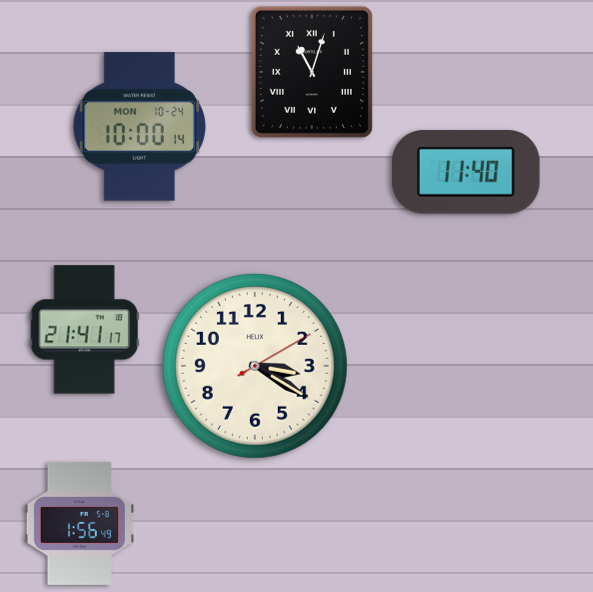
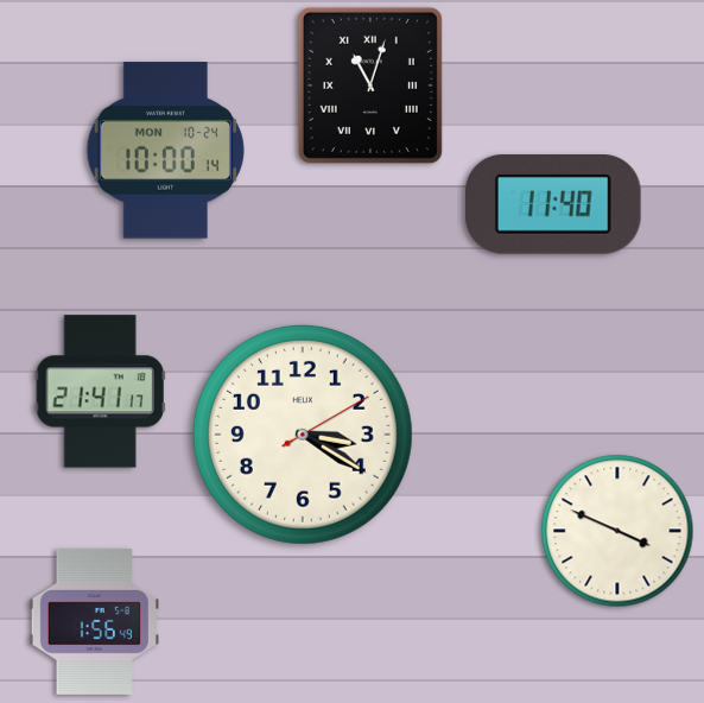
clock at (617, 531): none -> 3:49
